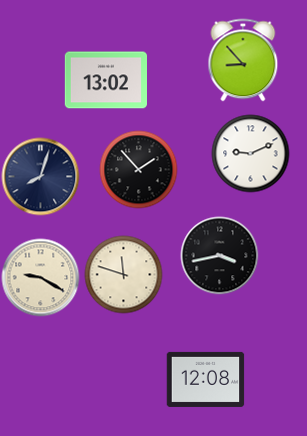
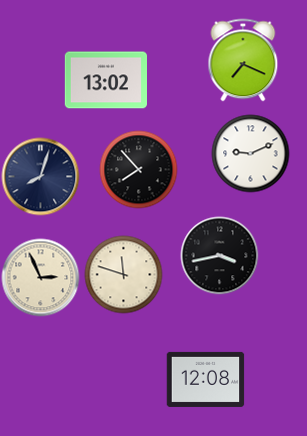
clock at (243, 60): 8:53 -> 7:19
clock at (138, 169): 1:53 -> 7:53
clock at (40, 277): 9:20 -> 2:56
